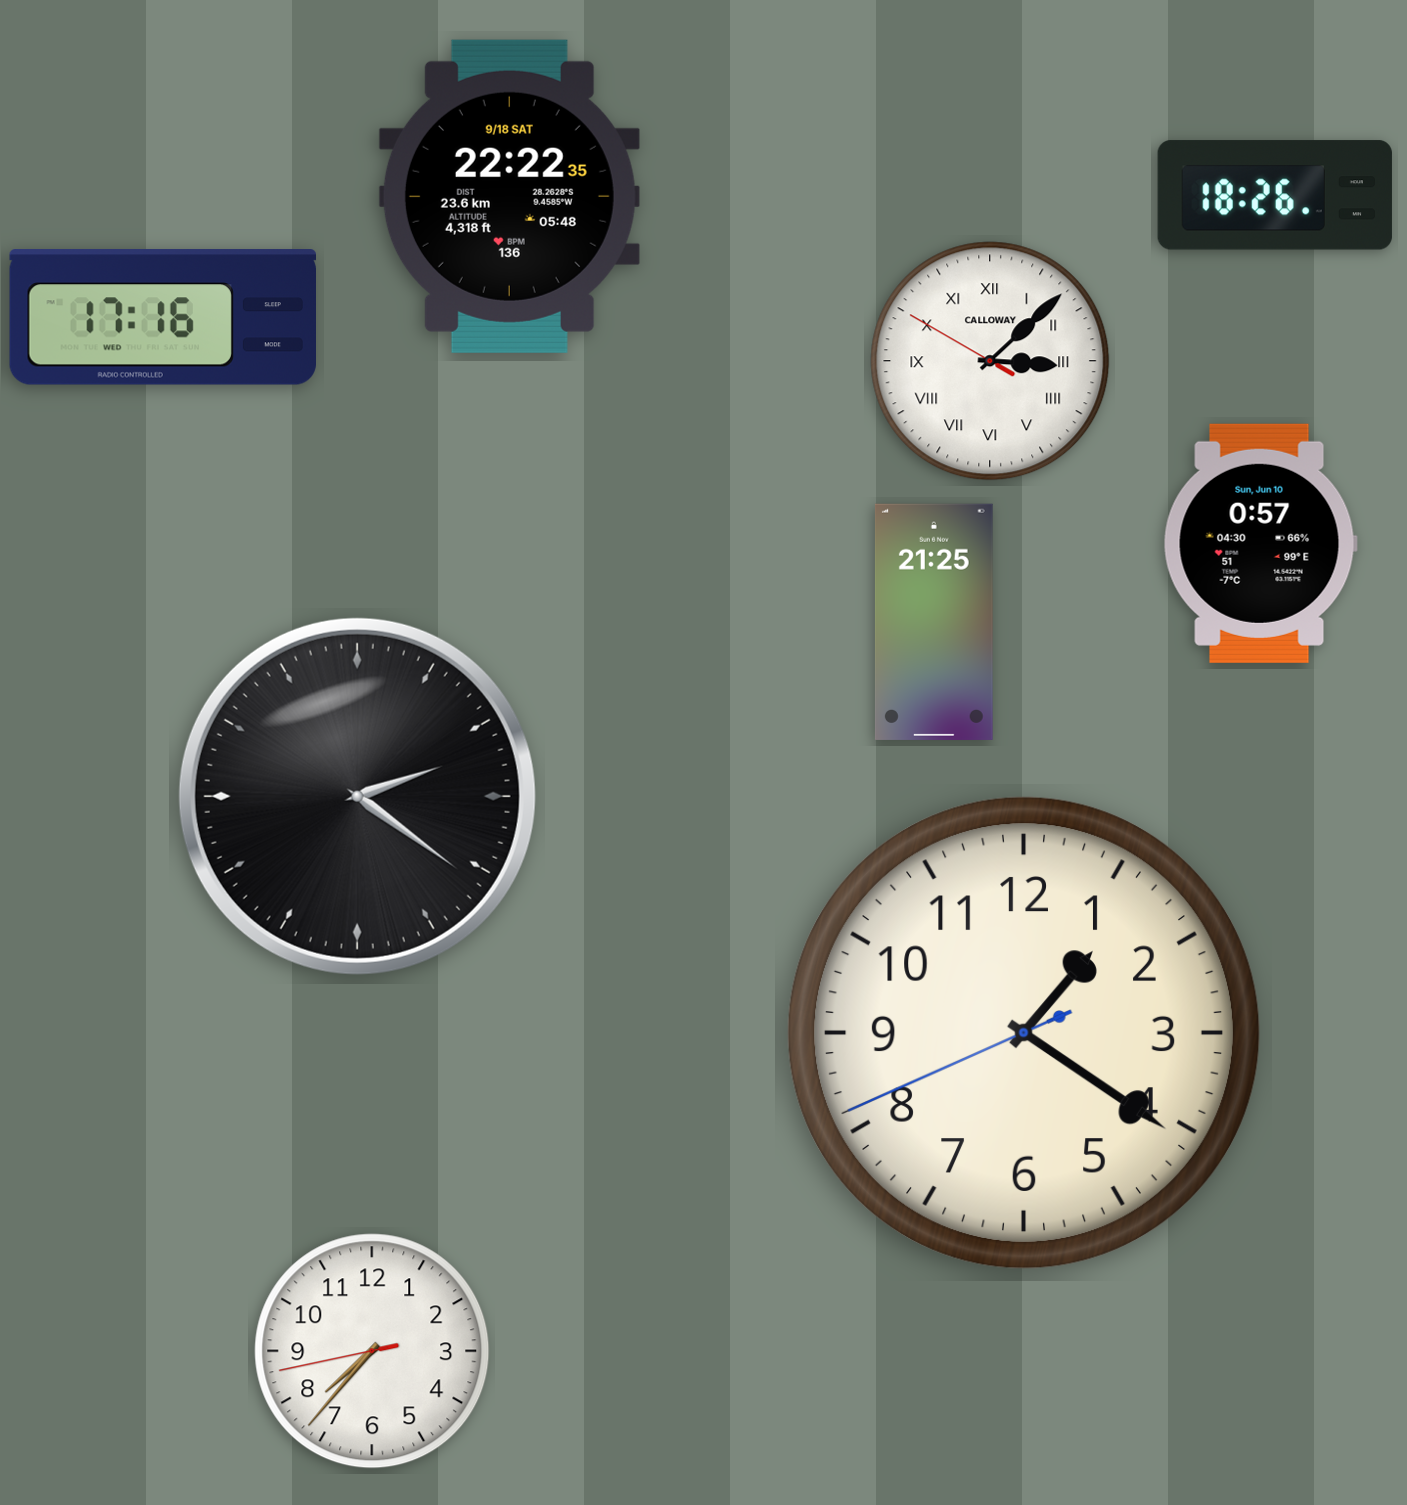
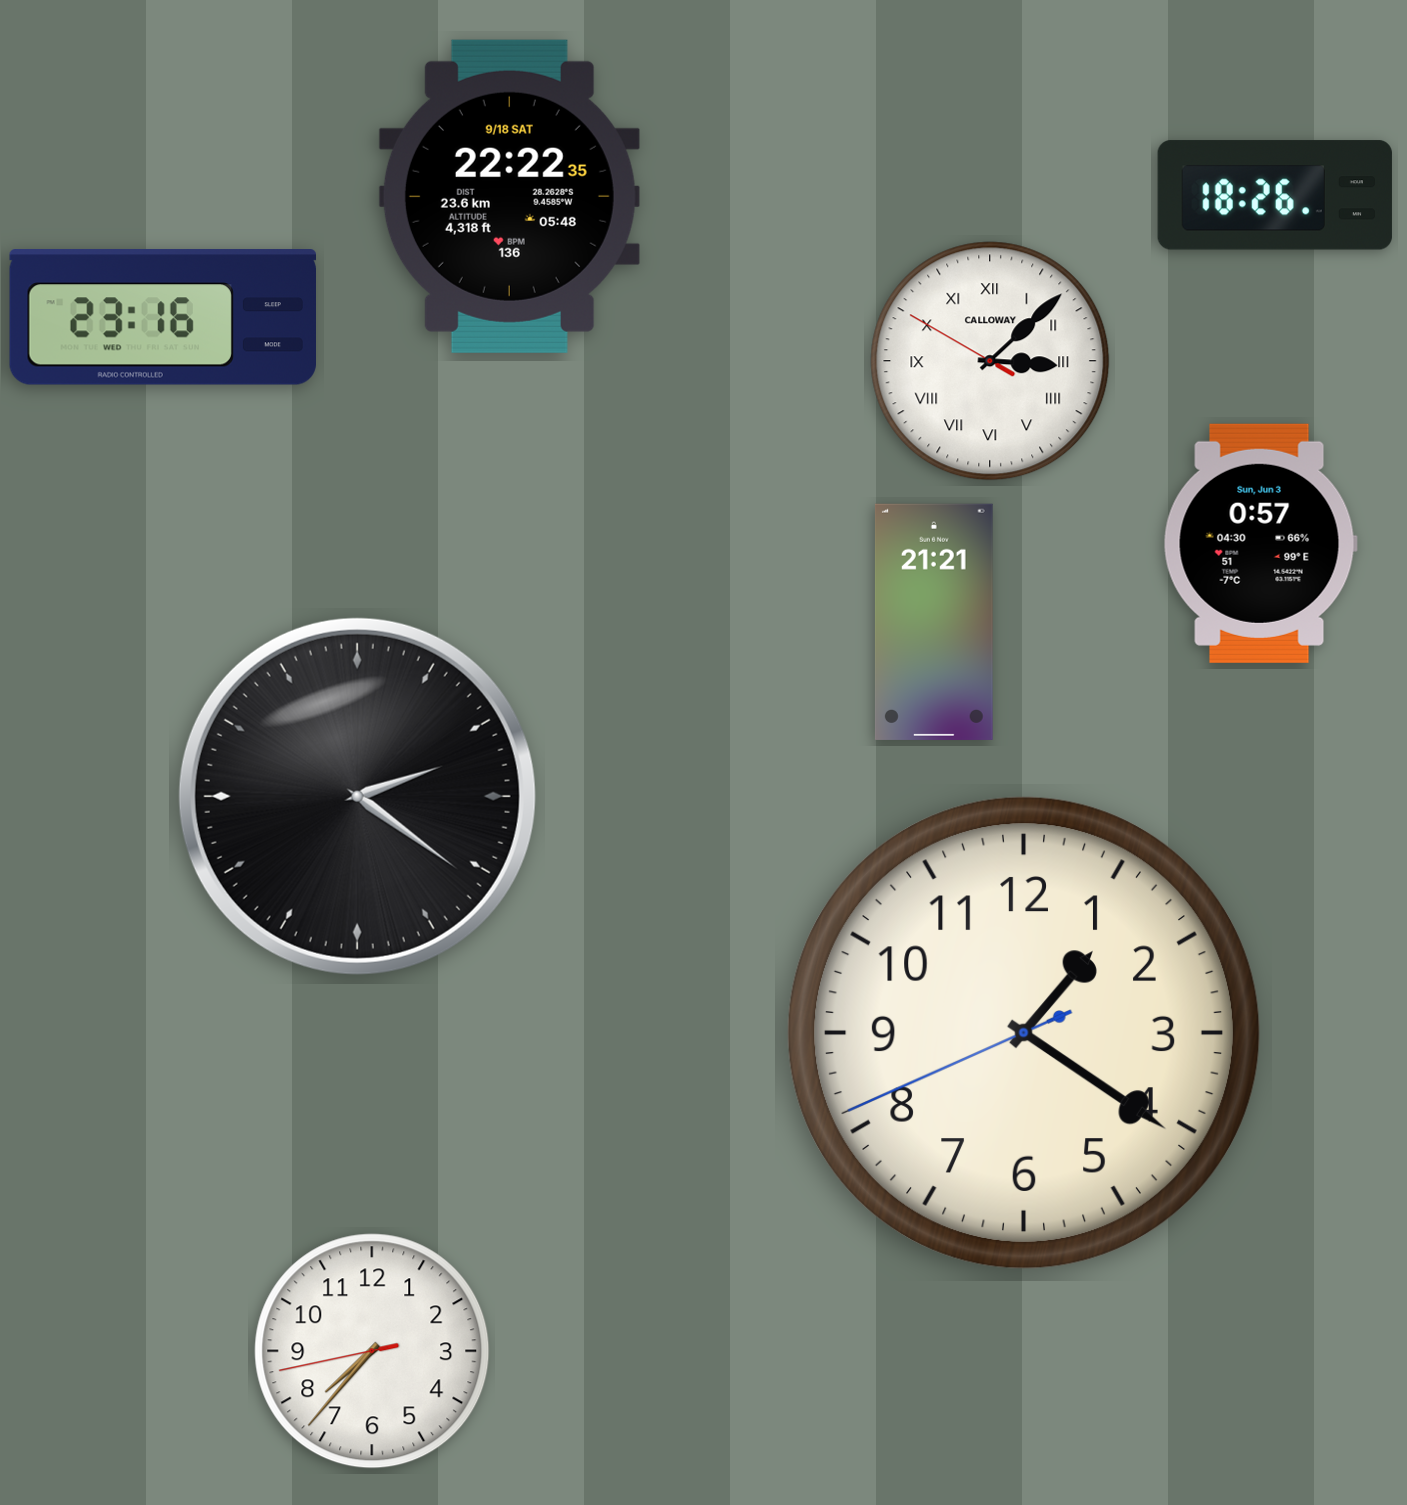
clock at (162, 317): 17:16 -> 23:16
clock at (1260, 543) date: Sun, Jun 10 -> Sun, Jun 3
clock at (934, 622): 21:25 -> 21:21
